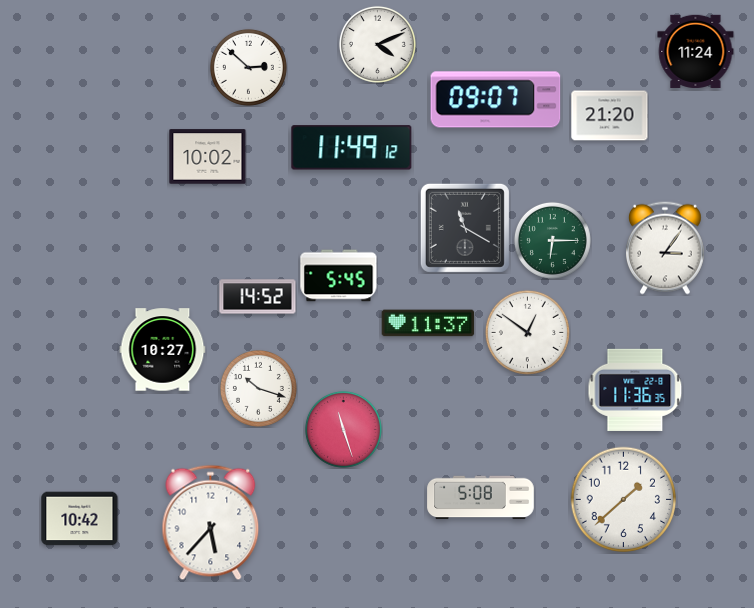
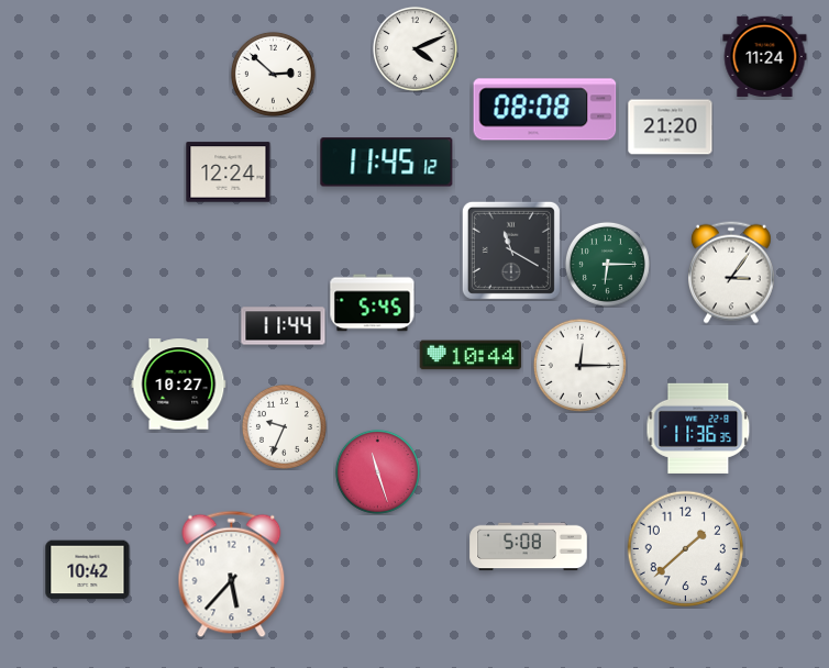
clock at (496, 100): 09:07 -> 08:08
clock at (352, 148): 11:49 -> 11:45
clock at (208, 157): 10:02 -> 12:24
clock at (258, 297): 14:52 -> 11:44
clock at (428, 323): 11:37 -> 10:44
clock at (527, 332): 12:51 -> 12:15
clock at (258, 388): 10:18 -> 9:34
